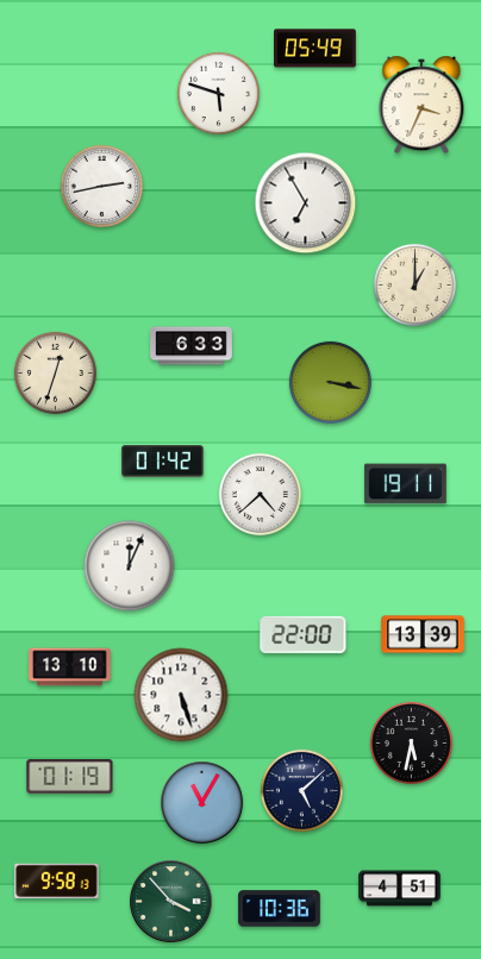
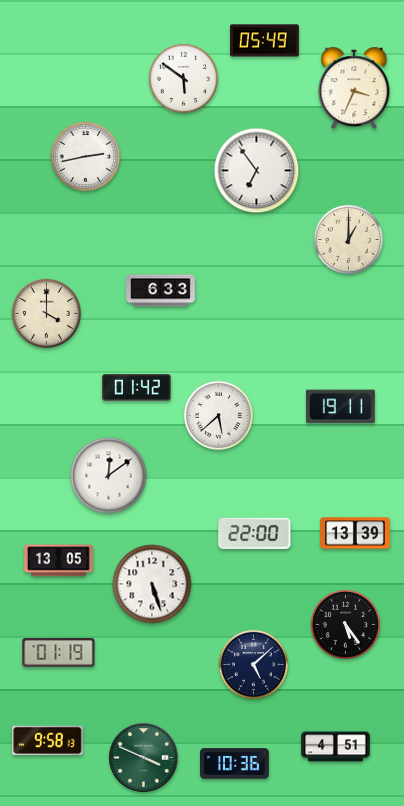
clock at (218, 93): 5:48 -> 5:51
clock at (306, 203): 6:55 -> 6:54
clock at (55, 372): 12:33 -> 4:00
clock at (330, 382): 3:17 -> none
clock at (260, 494): 4:38 -> 5:38
clock at (130, 566): 12:04 -> 12:09
clock at (70, 667): 13:10 -> 13:05
clock at (411, 742): 5:32 -> 5:24
clock at (202, 803): 11:05 -> none
clock at (171, 902): 3:53 -> 3:49
